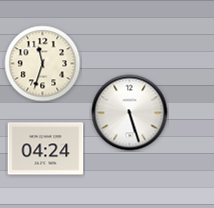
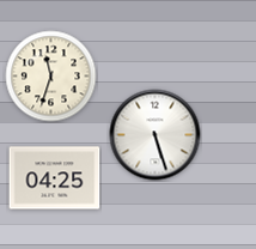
clock at (46, 149): 04:24 -> 04:25
